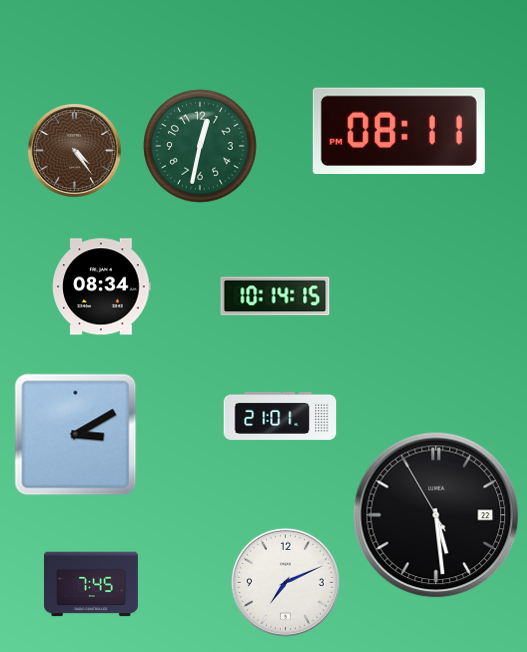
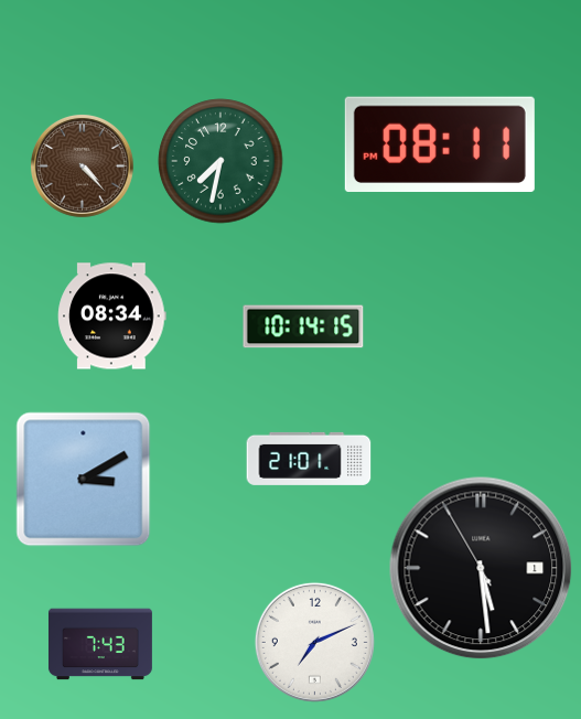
clock at (200, 146): 12:32 -> 7:32
clock at (74, 150): 4:24 -> 4:23
clock at (436, 515) date: 22 -> 1
clock at (91, 584): 7:45 -> 7:43
